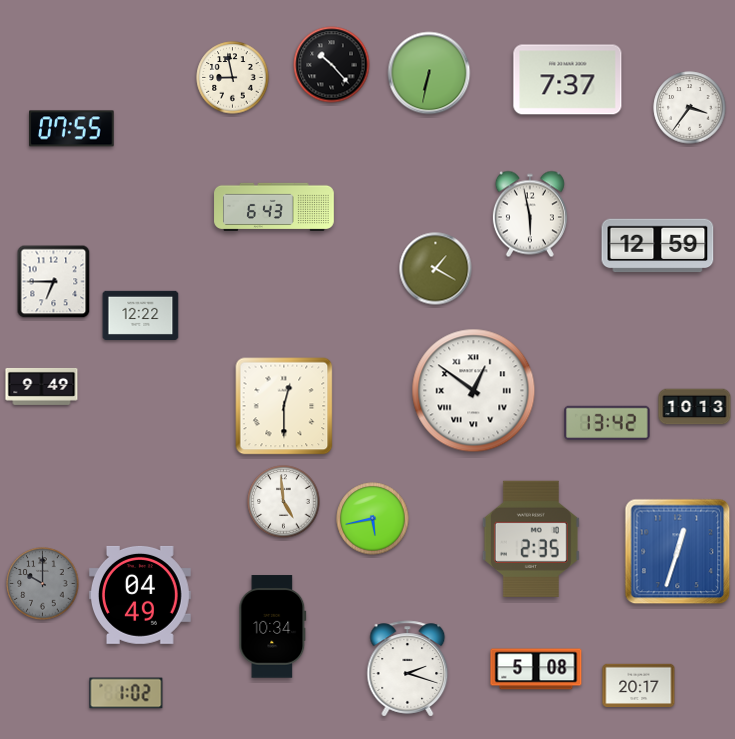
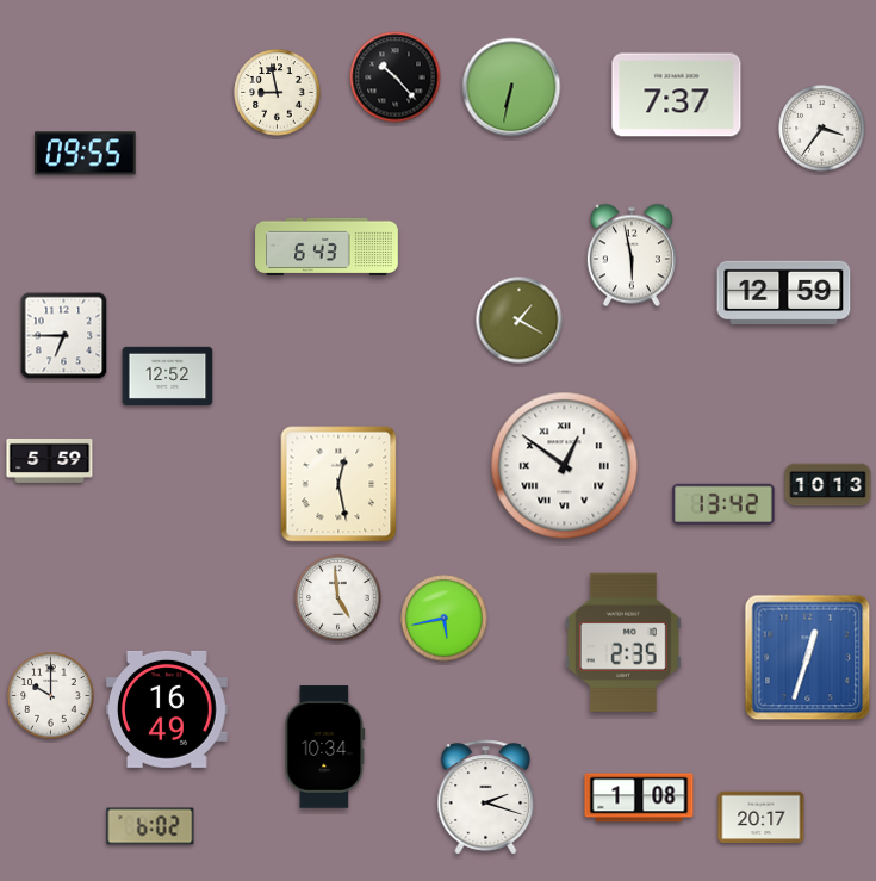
clock at (72, 129): 07:55 -> 09:55
clock at (141, 315): 12:22 -> 12:52
clock at (42, 386): 9:49 -> 5:59
clock at (284, 406): 12:30 -> 12:28
clock at (531, 539) position: (531, 539) -> (623, 643)
clock at (43, 584) dial: grey -> white
clock at (140, 595): 04:49 -> 16:49
clock at (536, 669): 5:08 -> 1:08
clock at (126, 693): 1:02 -> 6:02
